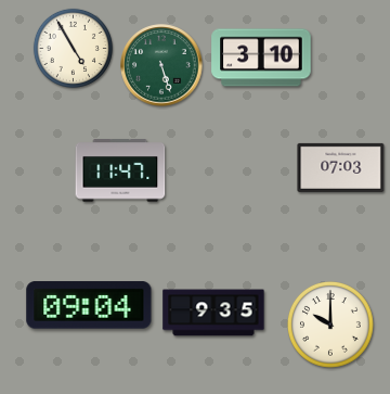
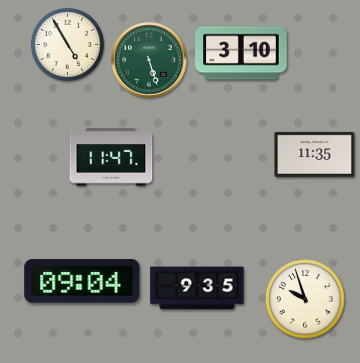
clock at (341, 167): 07:03 -> 11:35
clock at (331, 326): 10:00 -> 9:57
